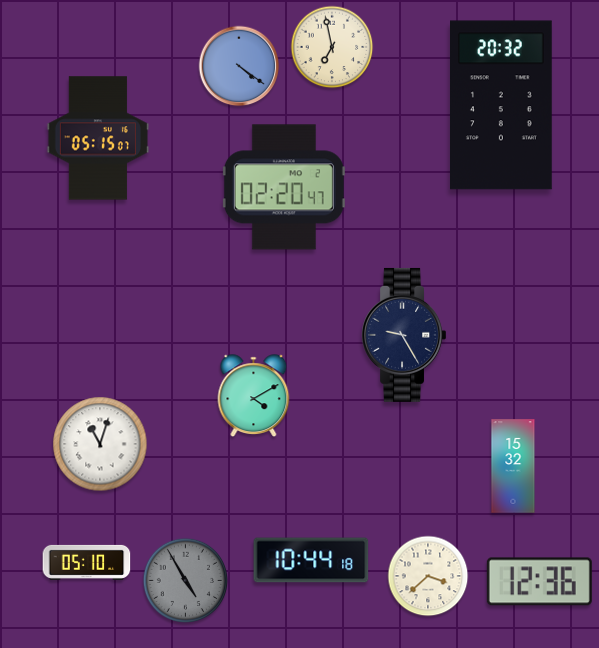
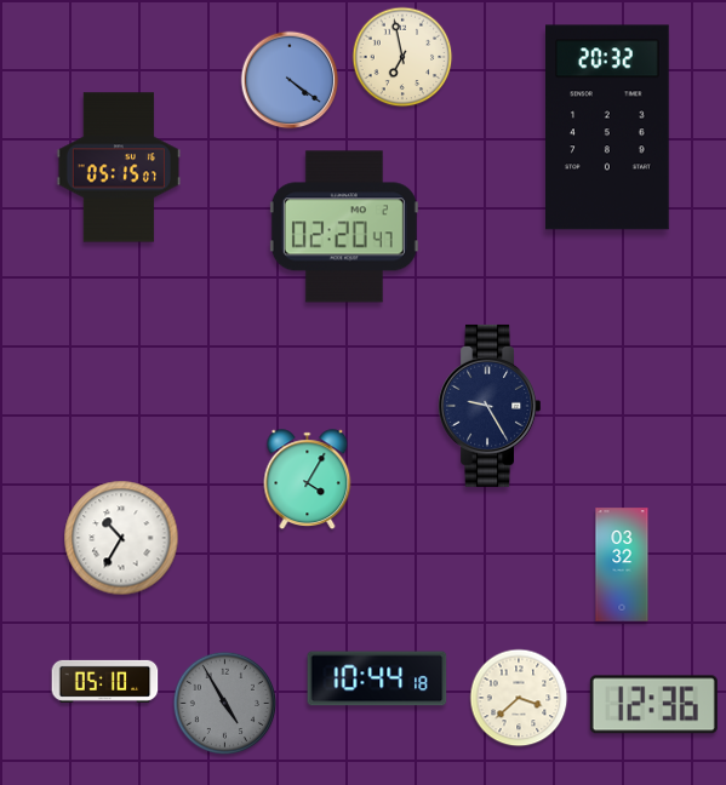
clock at (254, 395): 4:10 -> 4:05
clock at (100, 444): 11:03 -> 10:35
clock at (513, 466): 15:32 -> 03:32
